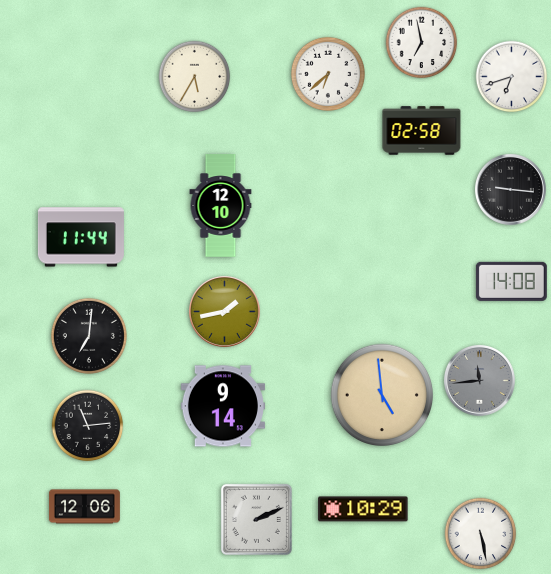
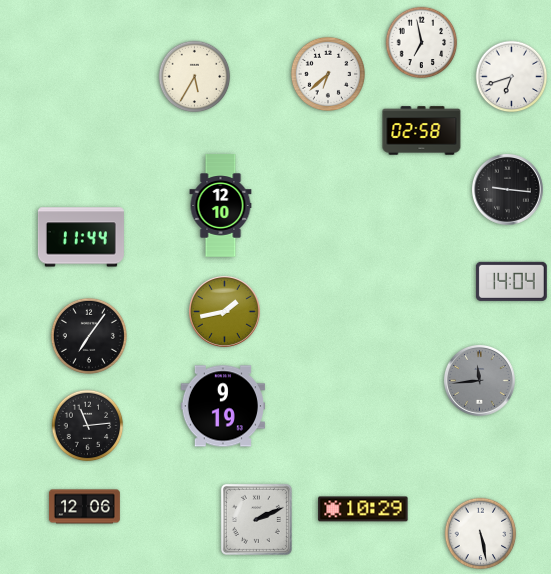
clock at (510, 189) position: (510, 189) -> (507, 189)
clock at (511, 281): 14:08 -> 14:04
clock at (89, 336): 7:01 -> 7:06
clock at (381, 394): 4:59 -> none
clock at (222, 406): 9:14 -> 9:19
